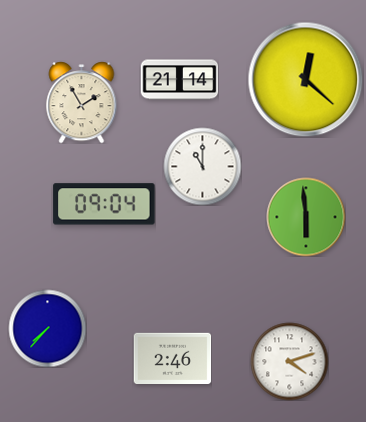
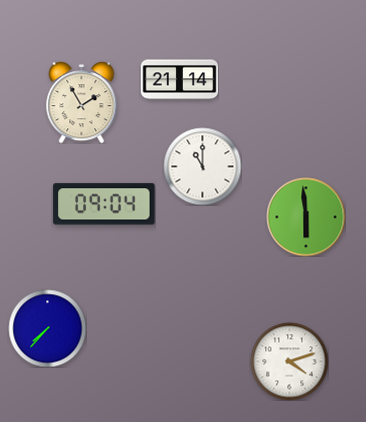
clock at (305, 79): 12:22 -> none
clock at (172, 359): 2:46 -> none
